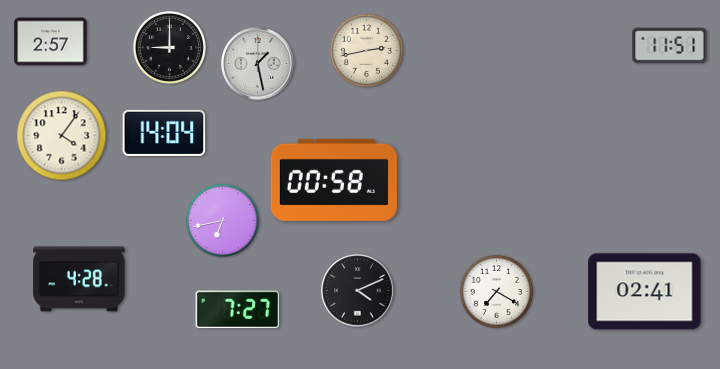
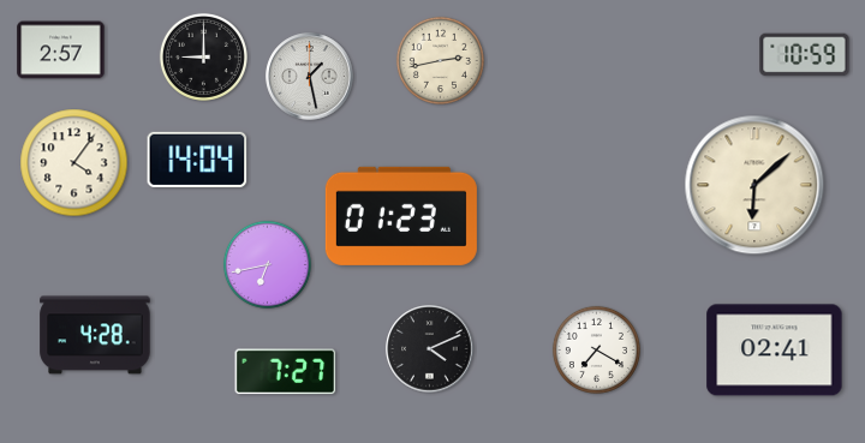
clock at (670, 46): 11:51 -> 10:59
clock at (754, 185): none -> 6:08
clock at (334, 180): 00:58 -> 01:23
